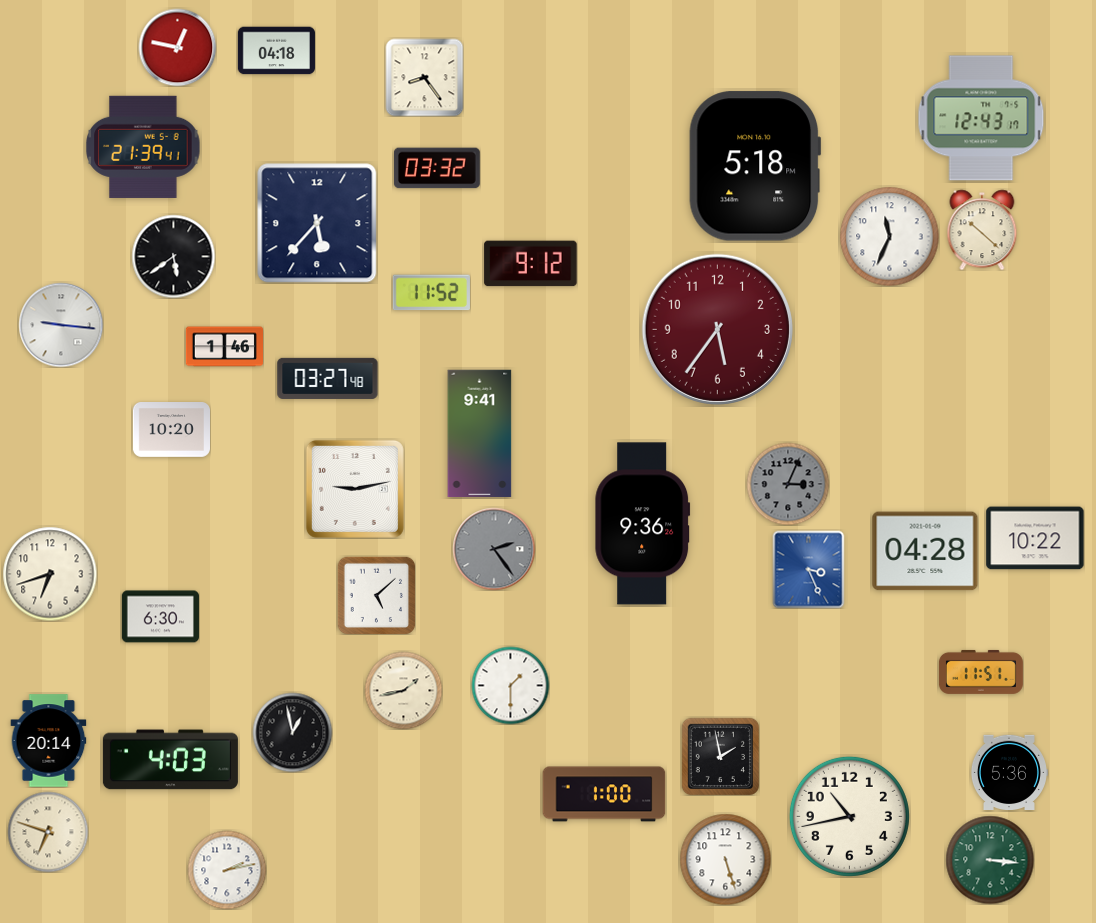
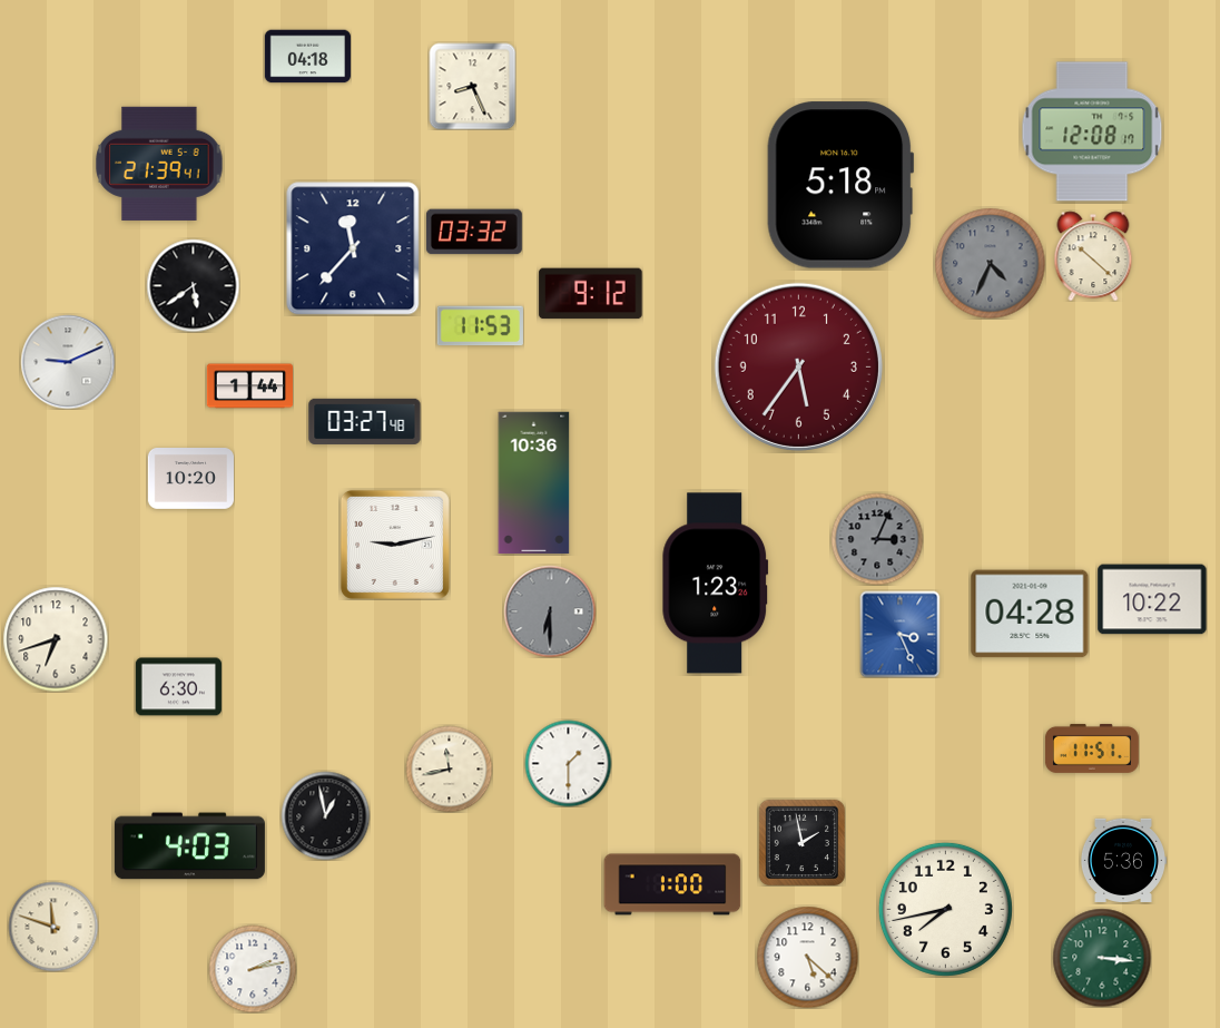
clock at (177, 47): 12:47 -> none
clock at (424, 77): 8:24 -> 8:26
clock at (981, 118): 12:43 -> 12:08
clock at (437, 168) position: (437, 168) -> (474, 232)
clock at (317, 223): 5:37 -> 11:37
clock at (890, 237): 11:34 -> 4:34
clock at (890, 237) dial: white -> grey
clock at (431, 293): 11:52 -> 11:53
clock at (61, 325): 9:16 -> 9:11
clock at (224, 347): 1:46 -> 1:44
clock at (480, 434): 9:41 -> 10:36
clock at (643, 524): 9:36 -> 1:23
clock at (494, 549): 2:24 -> 6:30
clock at (376, 595): 5:08 -> none
clock at (403, 690): 1:43 -> 11:43
clock at (49, 741): 20:14 -> none
clock at (849, 816): 10:43 -> 7:43
clock at (48, 832): 6:48 -> 11:48
clock at (725, 859): 5:27 -> 5:22
